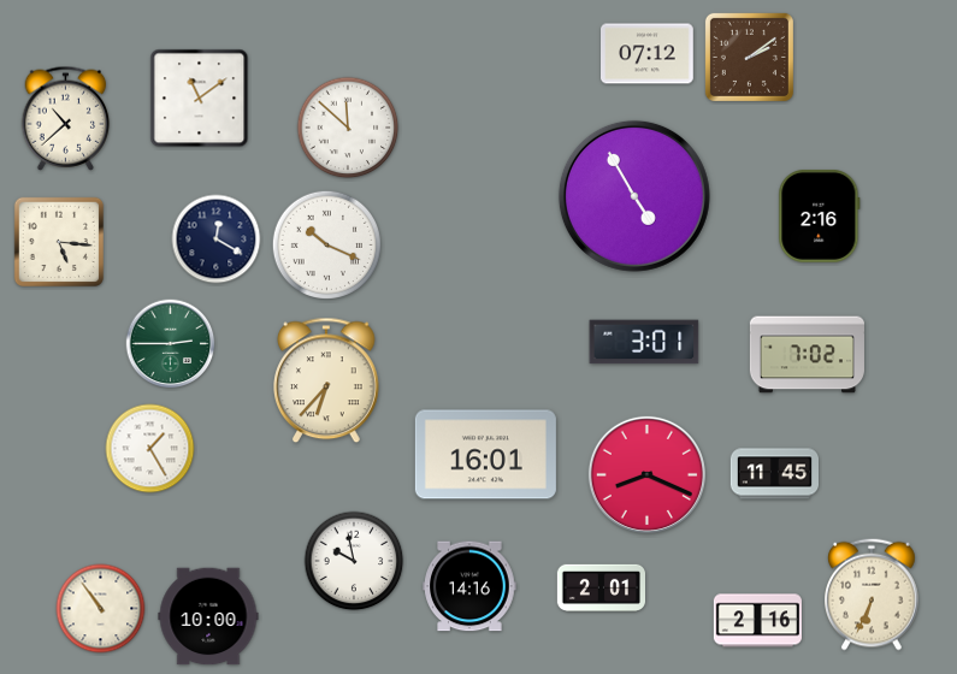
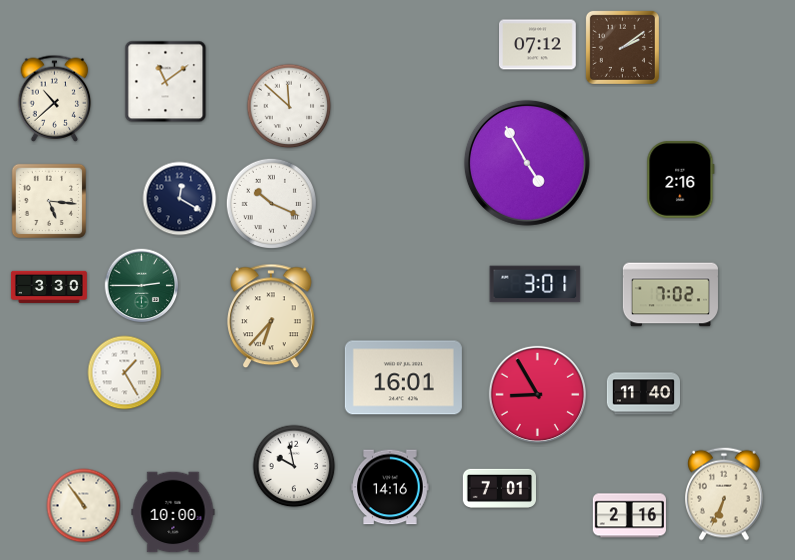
clock at (49, 287): none -> 3:30
clock at (646, 474): 8:19 -> 8:55
clock at (774, 474): 11:45 -> 11:40
clock at (601, 587): 2:01 -> 7:01
